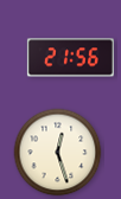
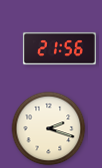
clock at (58, 153): 12:27 -> 2:18
